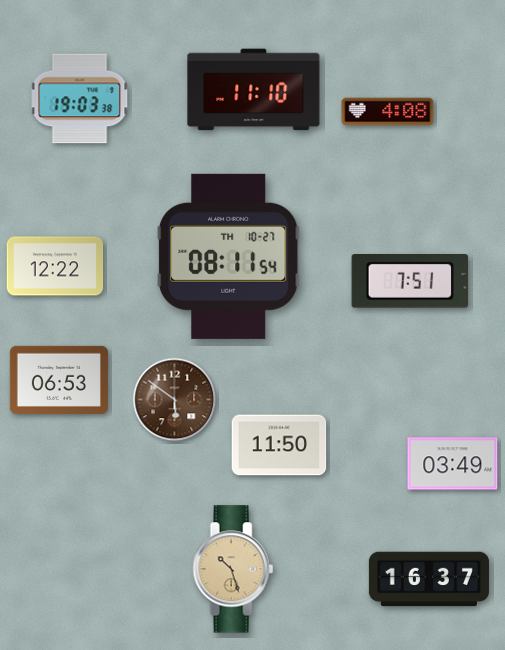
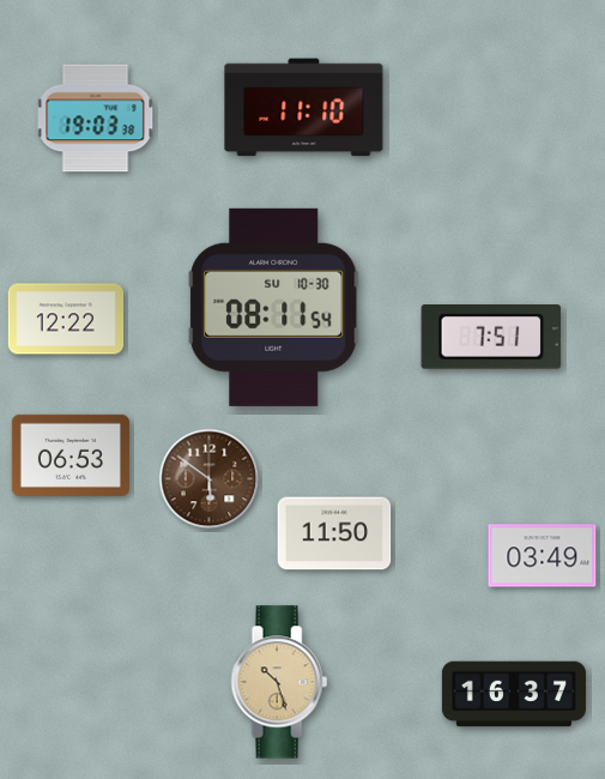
clock at (388, 112): 4:08 -> none
clock at (229, 256) date: TH 10-27 -> SU 10-30
